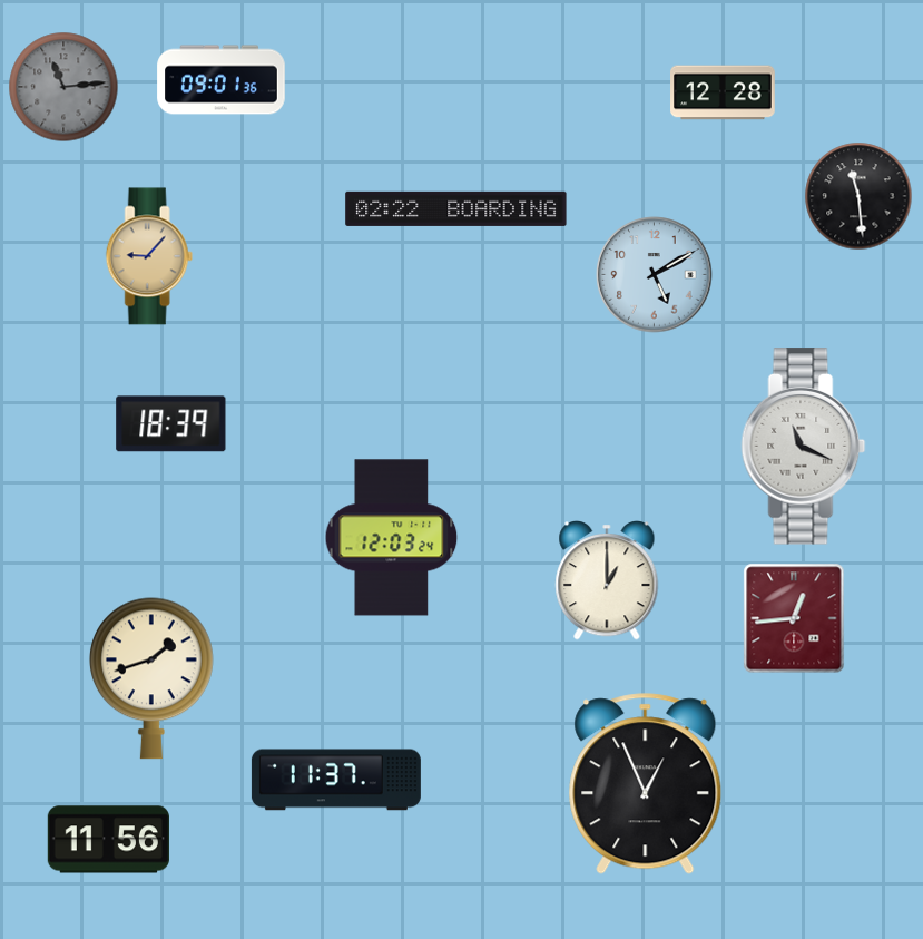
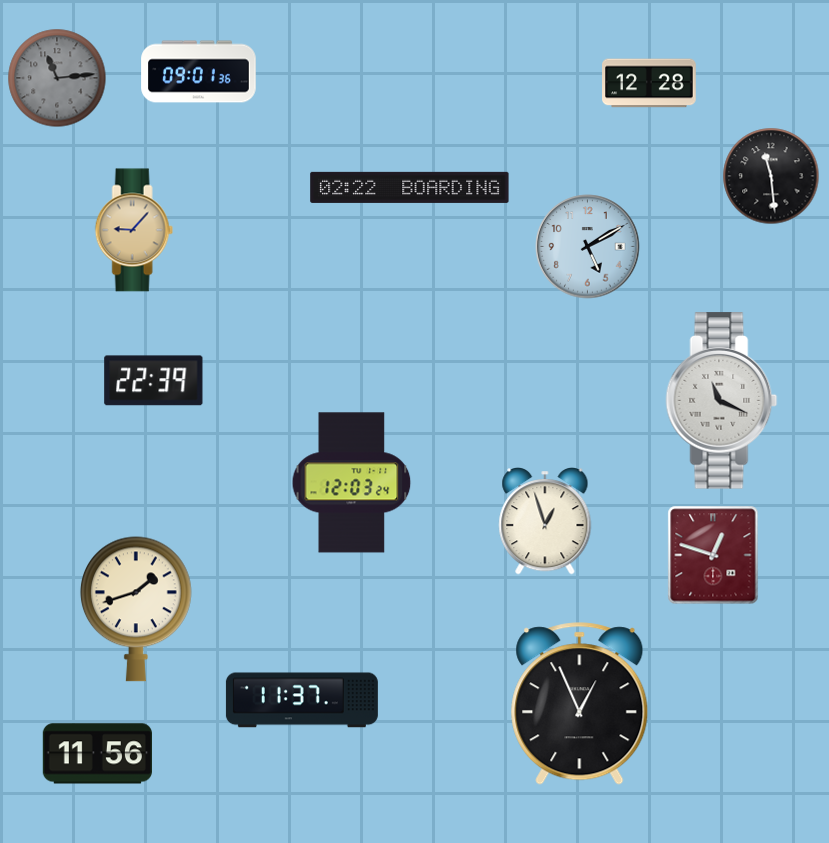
clock at (171, 424): 18:39 -> 22:39
clock at (607, 581): 1:00 -> 12:57
clock at (794, 618): 12:44 -> 12:48
